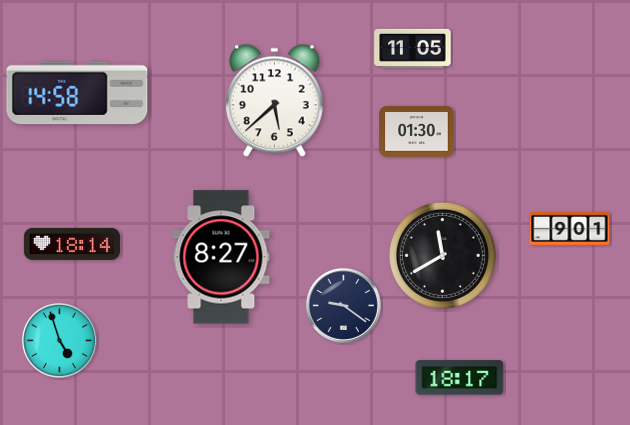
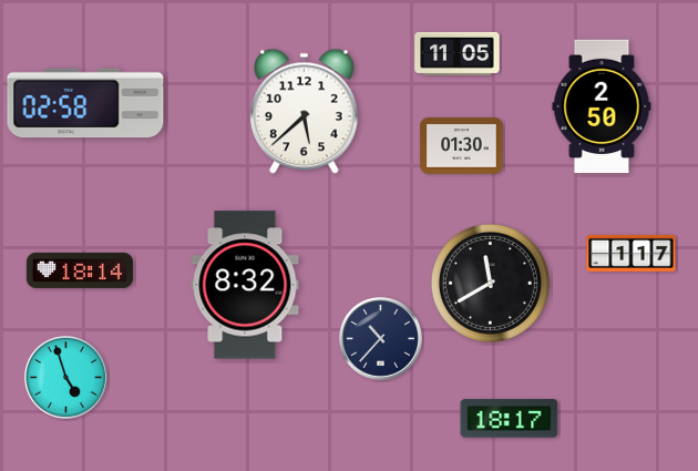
clock at (77, 93): 14:58 -> 02:58
clock at (602, 106): none -> 2:50
clock at (570, 228): 9:01 -> 1:17
clock at (221, 257): 8:27 -> 8:32
clock at (343, 305): 9:21 -> 10:37
